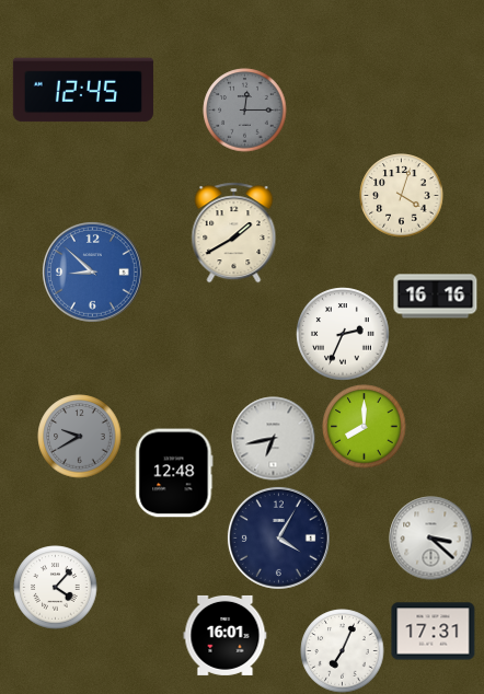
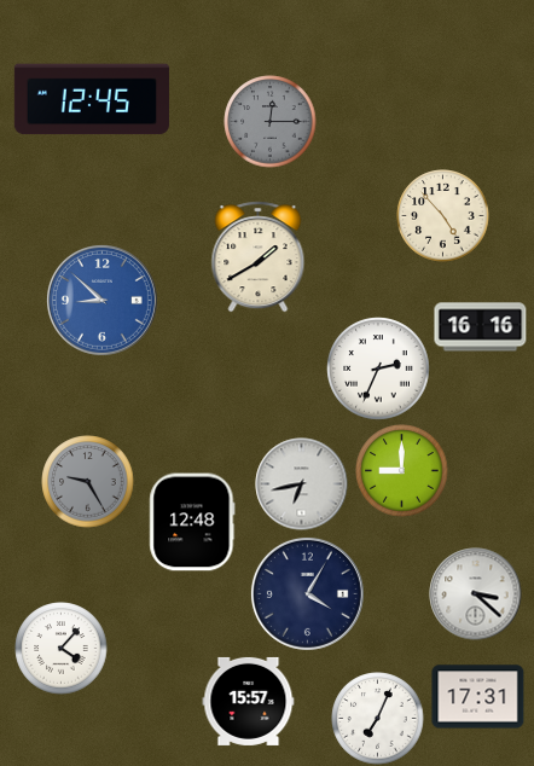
clock at (402, 196): 4:03 -> 4:53
clock at (365, 427): 8:00 -> 9:00
clock at (80, 437): 9:40 -> 9:25
clock at (226, 635): 16:01 -> 15:57
